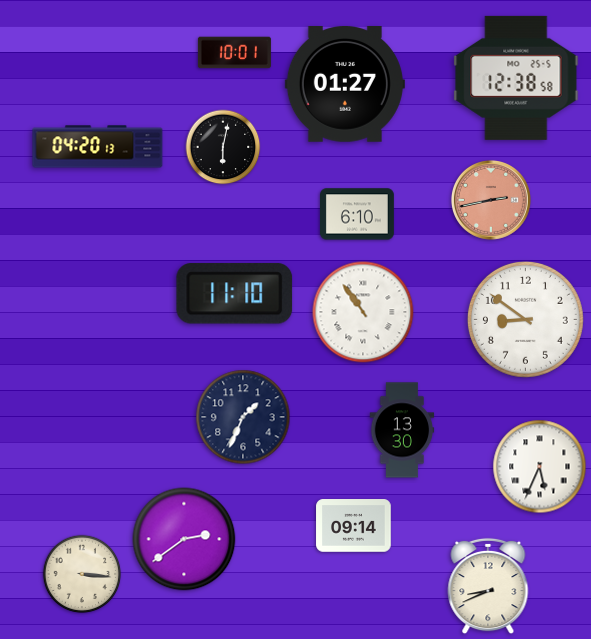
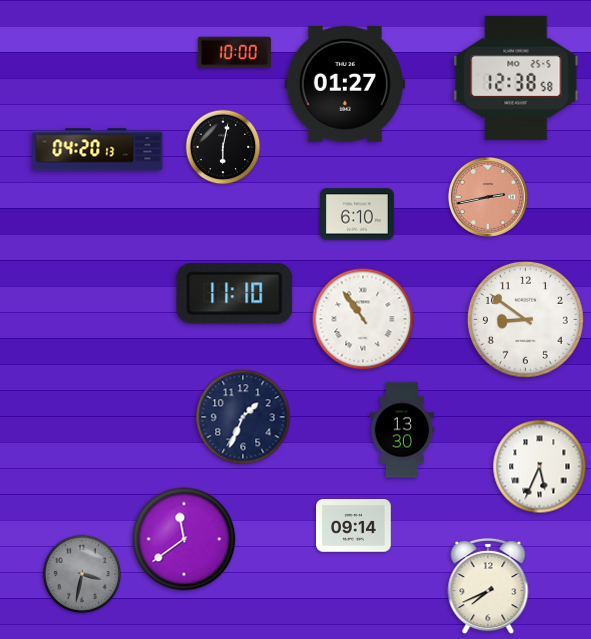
clock at (234, 53): 10:01 -> 10:00
clock at (98, 147) position: (98, 147) -> (98, 150)
clock at (491, 200) position: (491, 200) -> (488, 197)
clock at (363, 312) position: (363, 312) -> (363, 319)
clock at (184, 539): 2:39 -> 11:39
clock at (82, 574): 3:16 -> 3:32
clock at (82, 574) dial: cream -> grey
clock at (488, 586): 8:41 -> 7:41
